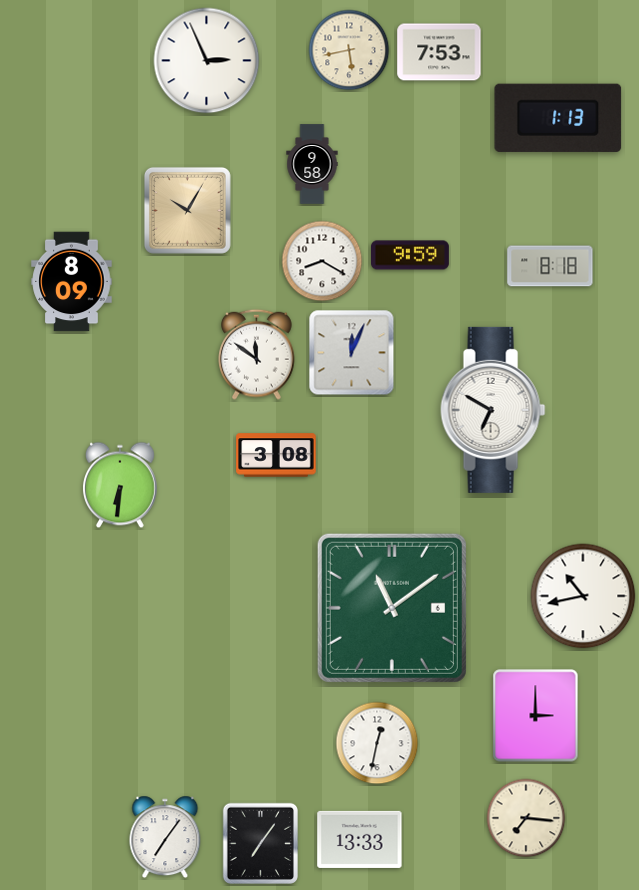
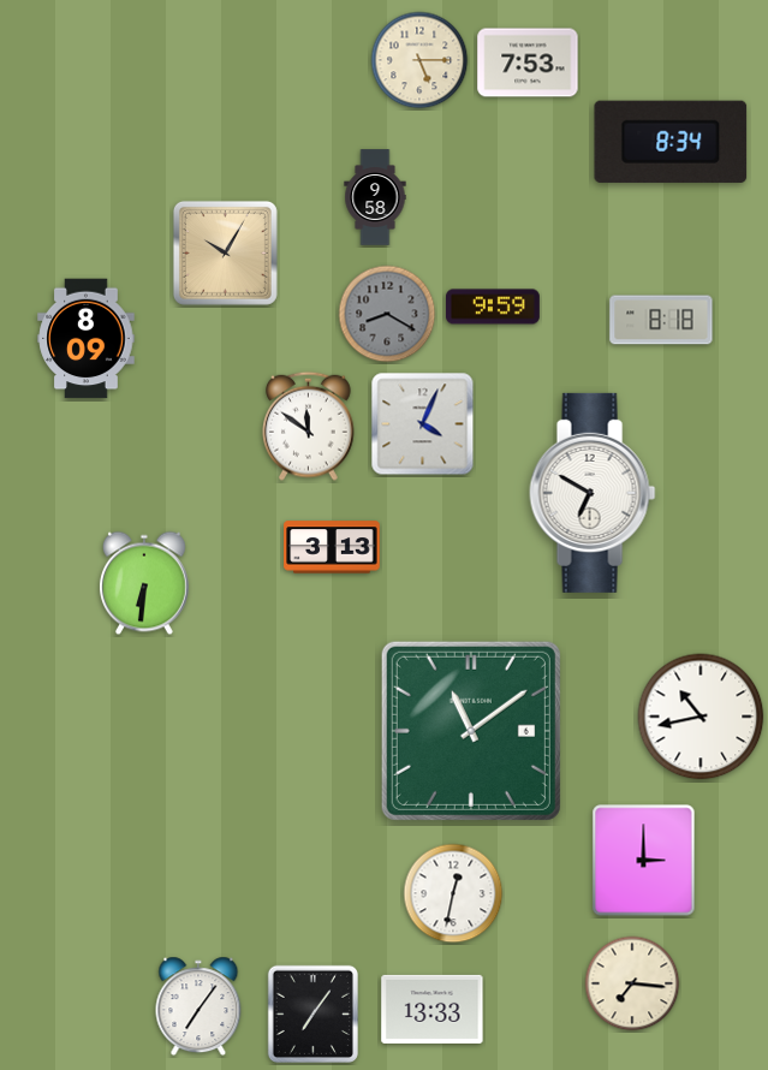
clock at (349, 50): 5:43 -> 5:15
clock at (207, 61): 2:56 -> none
clock at (558, 118): 1:13 -> 8:34
clock at (322, 261) dial: white -> grey
clock at (352, 353): 12:04 -> 4:04
clock at (276, 455): 3:08 -> 3:13
